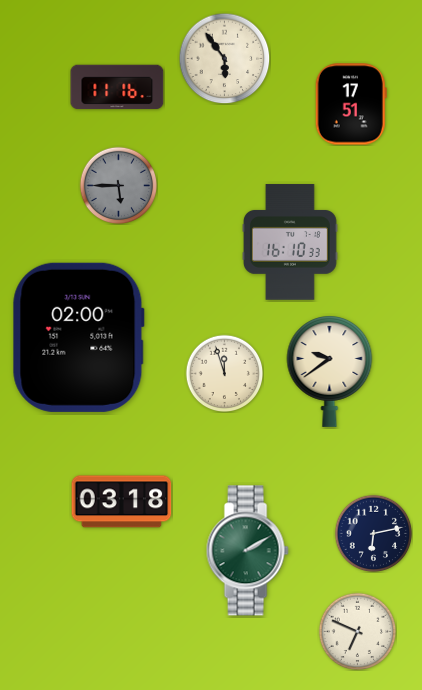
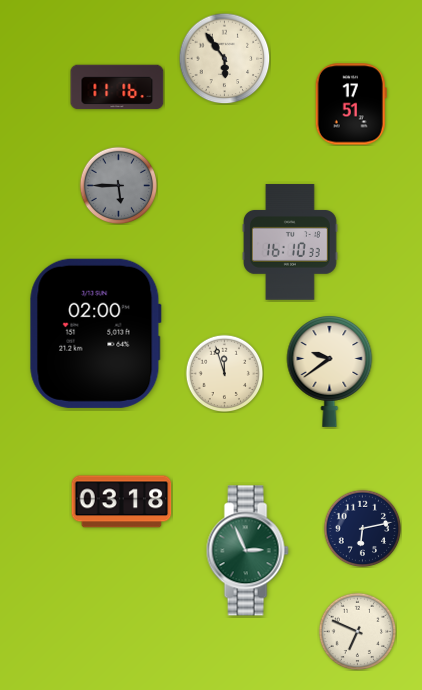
clock at (78, 337) position: (78, 337) -> (95, 333)
clock at (373, 533) position: (373, 533) -> (362, 528)
clock at (247, 551): 2:10 -> 2:56
